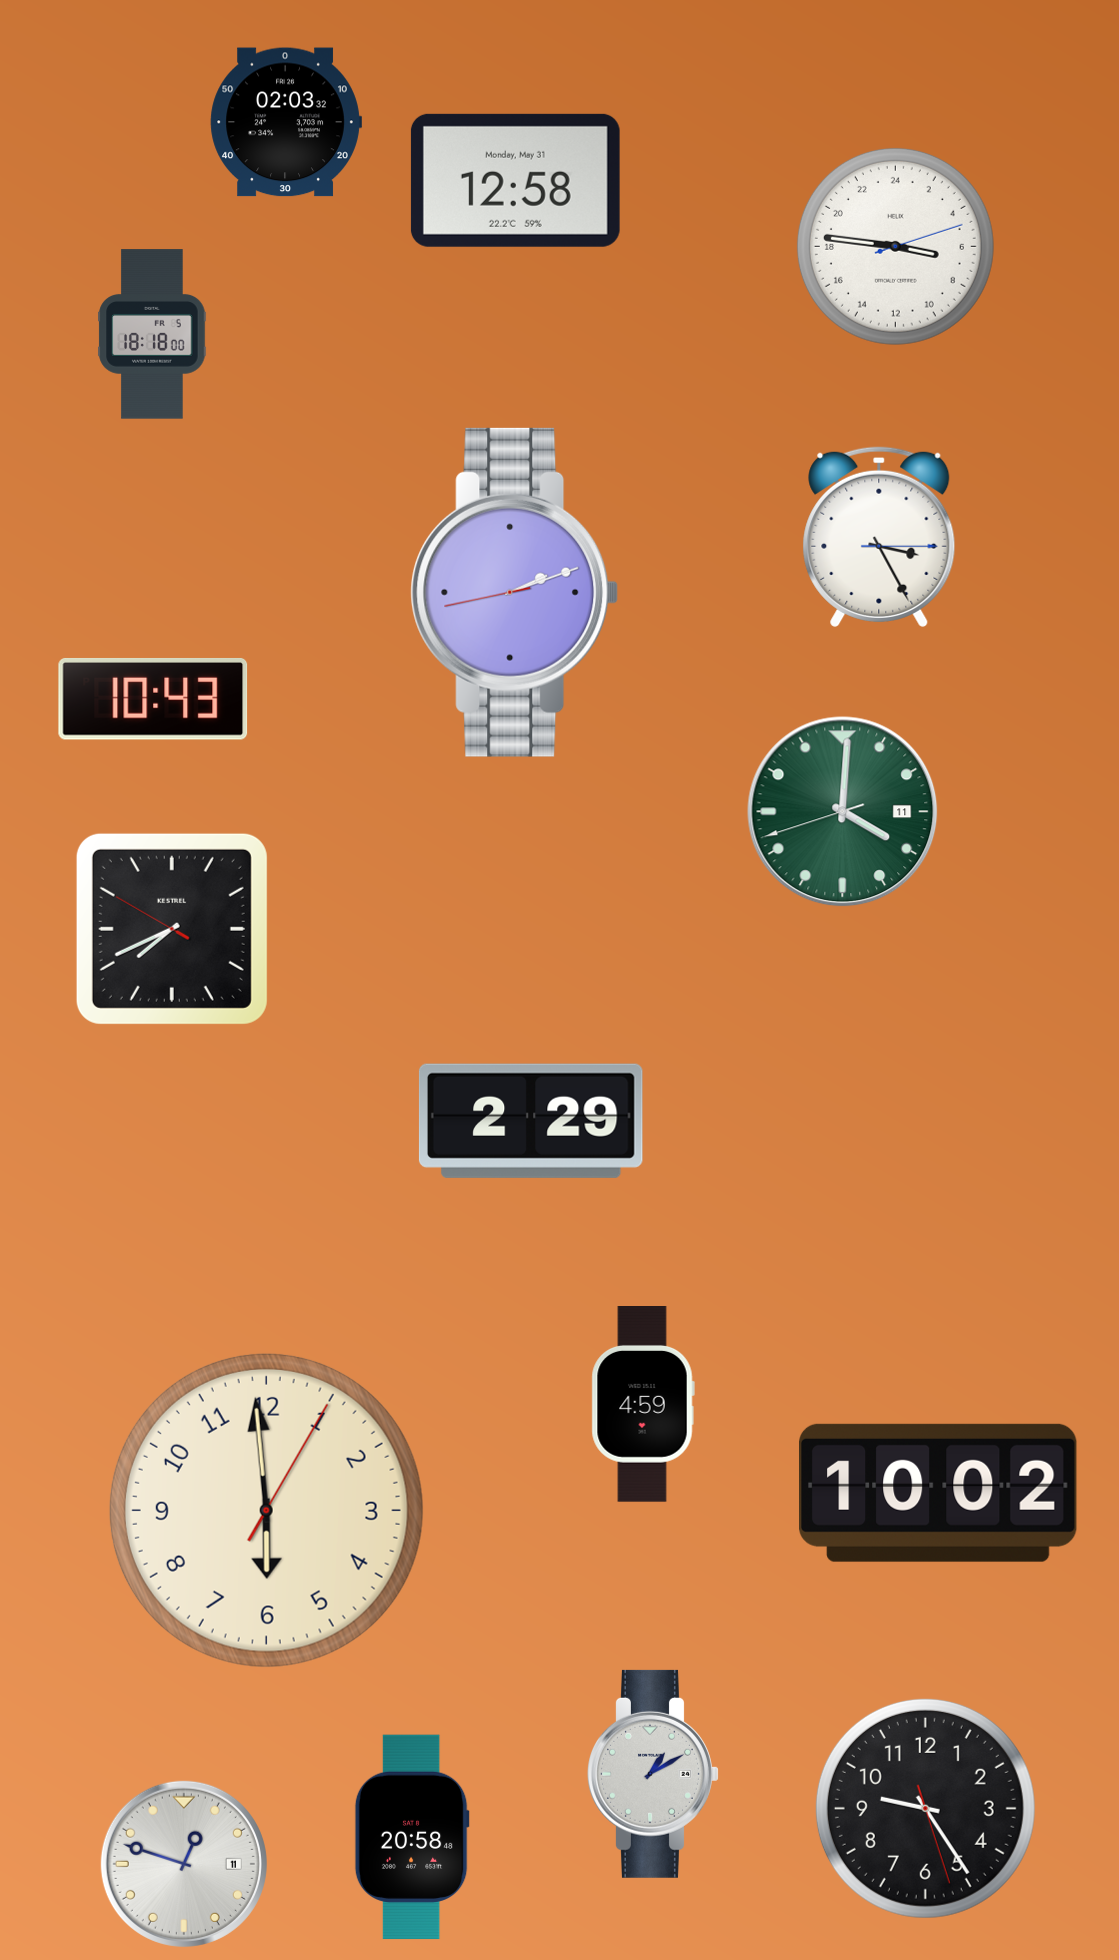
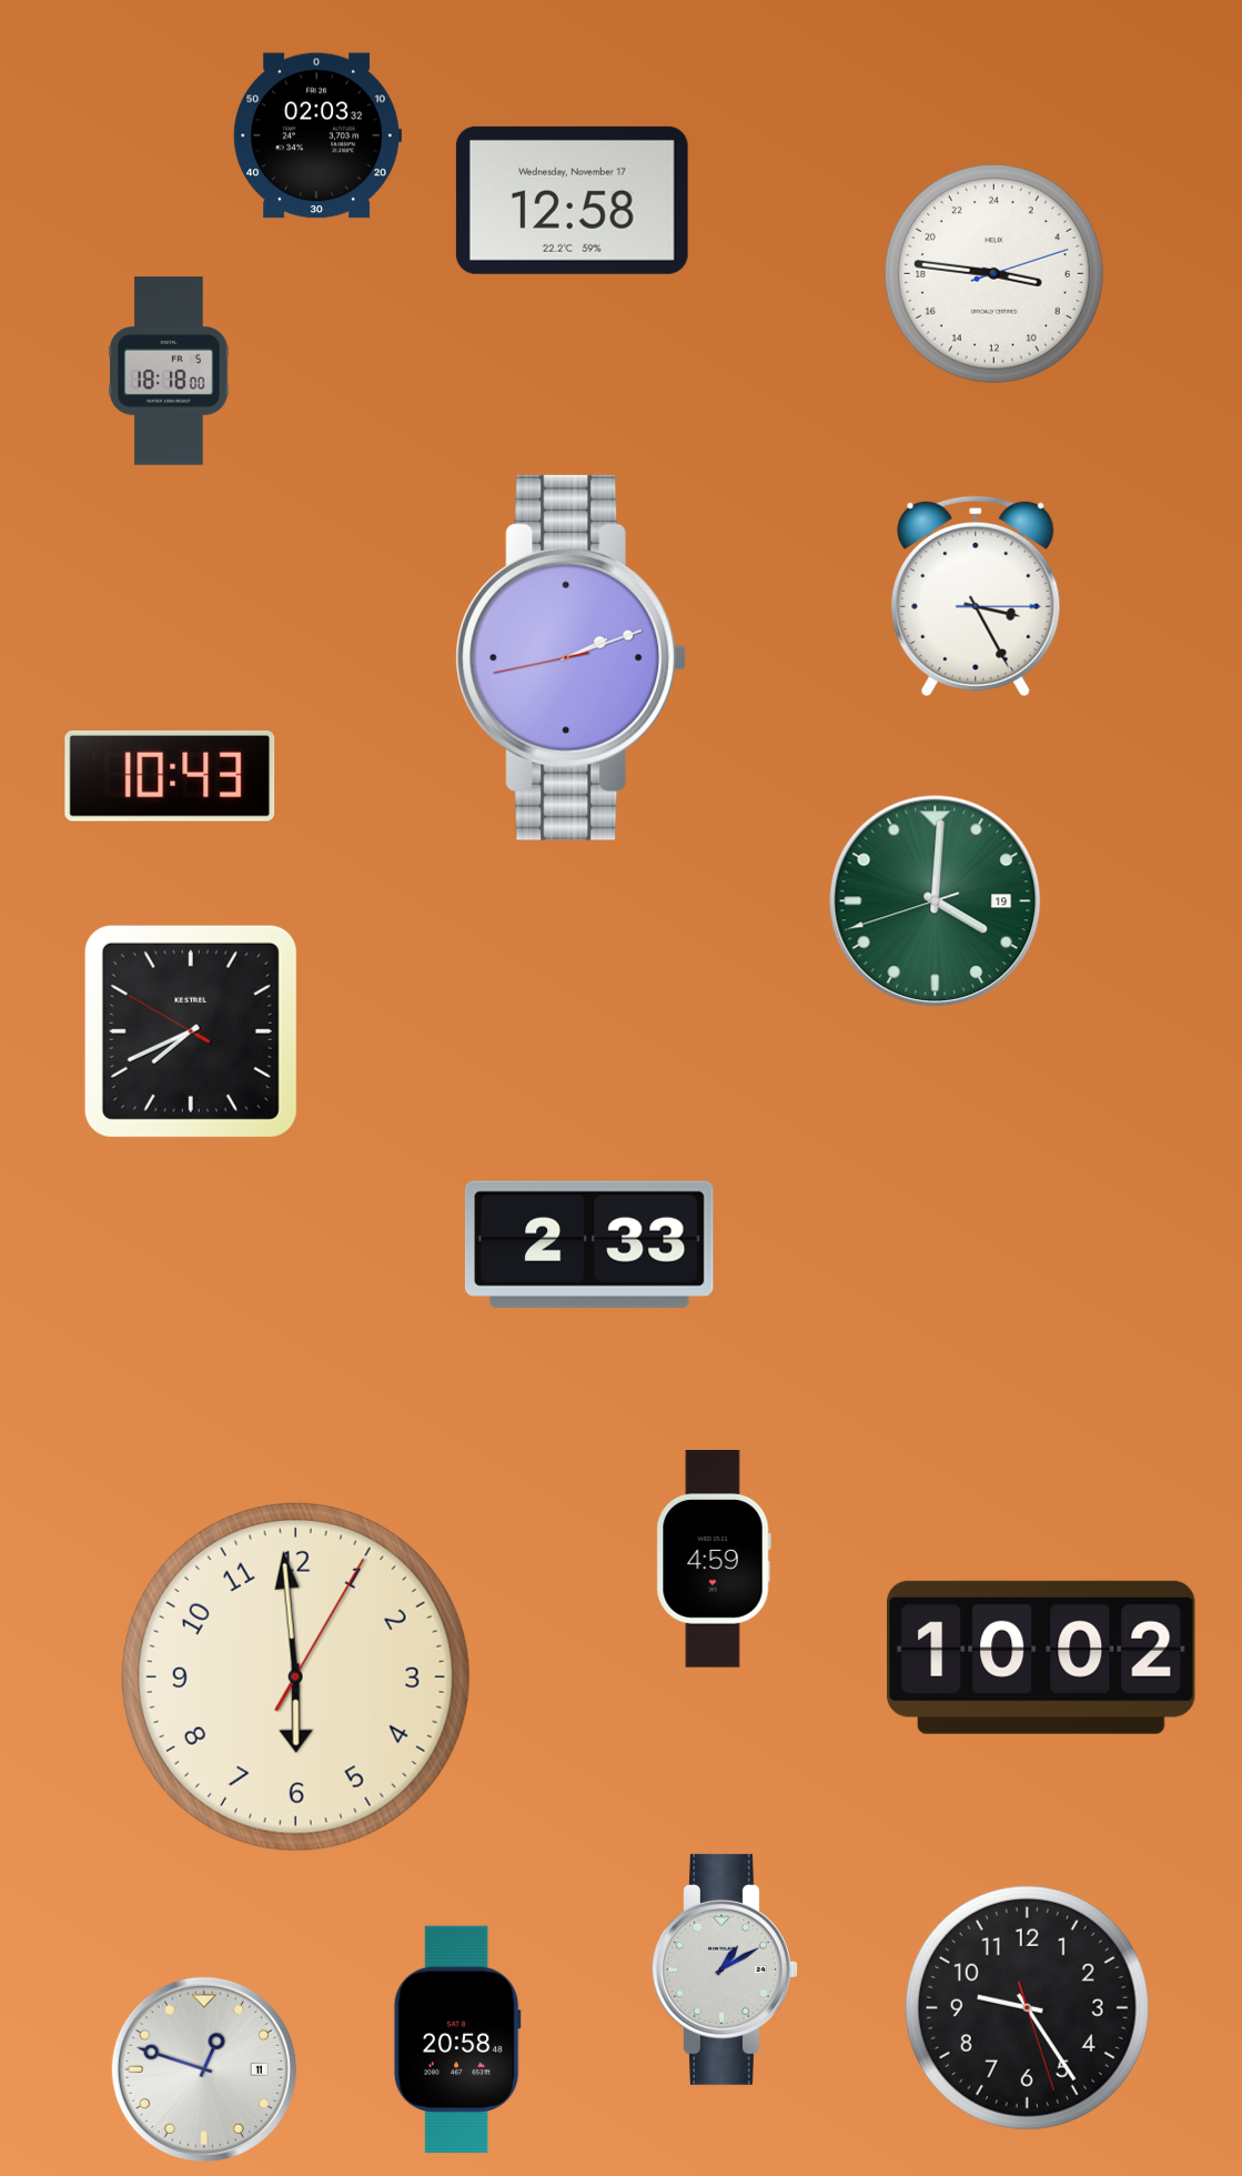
clock at (515, 180) date: Monday, May 31 -> Wednesday, November 17
clock at (843, 812) date: 11 -> 19
clock at (531, 1121): 2:29 -> 2:33
